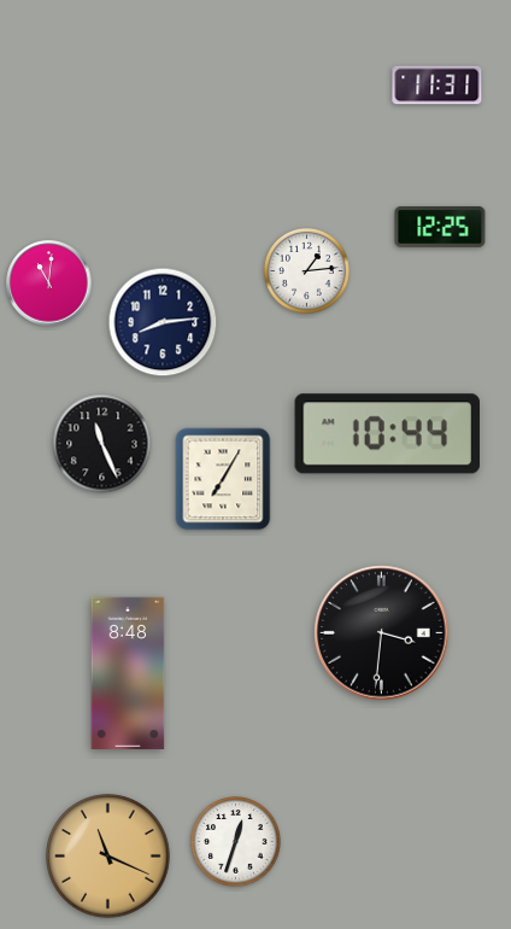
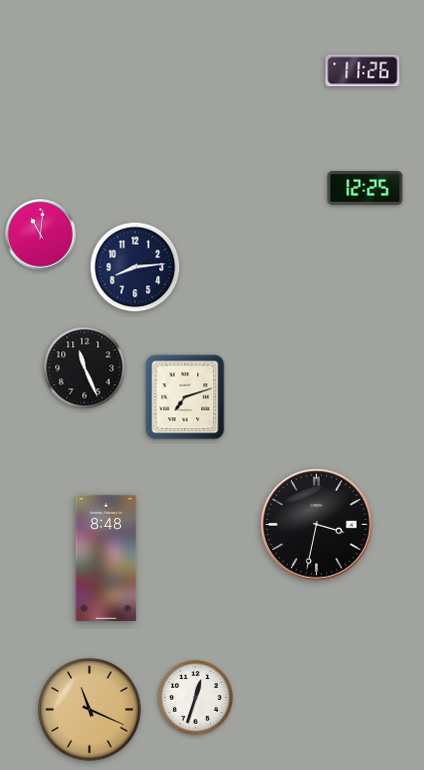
clock at (437, 86): 11:31 -> 11:26
clock at (306, 270): 1:14 -> none
clock at (387, 434): 10:44 -> none
clock at (223, 479): 7:05 -> 7:12
clock at (382, 633): 3:31 -> 3:32
